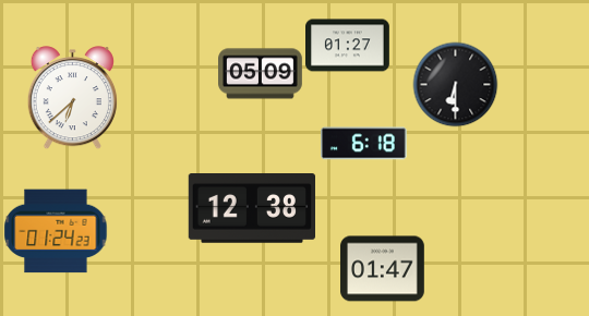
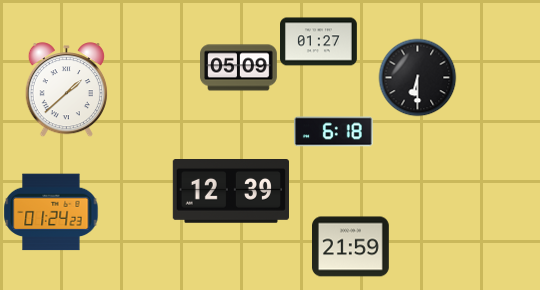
clock at (72, 98): 6:38 -> 1:38
clock at (251, 208): 12:38 -> 12:39
clock at (383, 269): 01:47 -> 21:59
